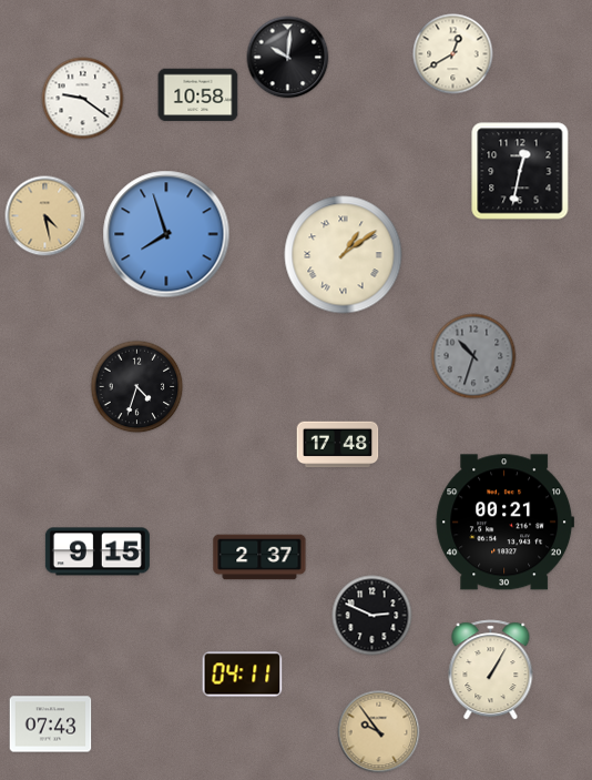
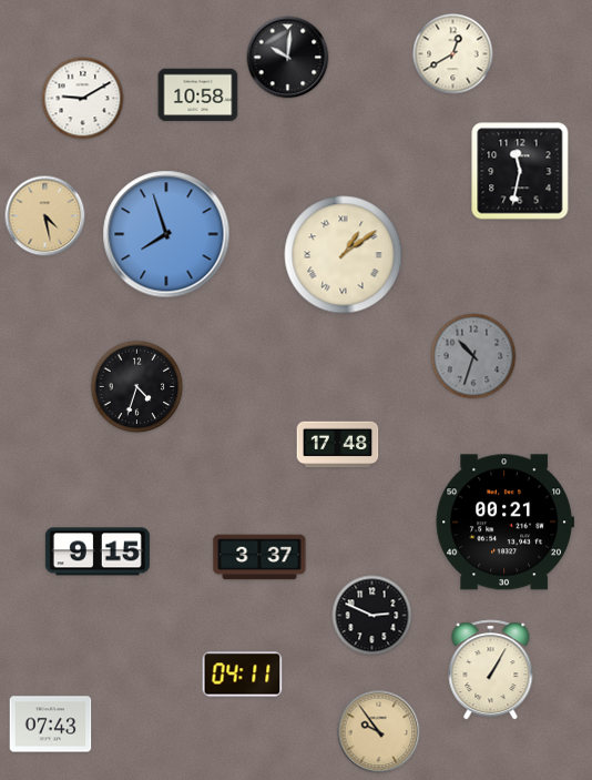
clock at (83, 99): 9:21 -> 9:10
clock at (520, 171): 12:32 -> 11:32
clock at (259, 557): 2:37 -> 3:37
